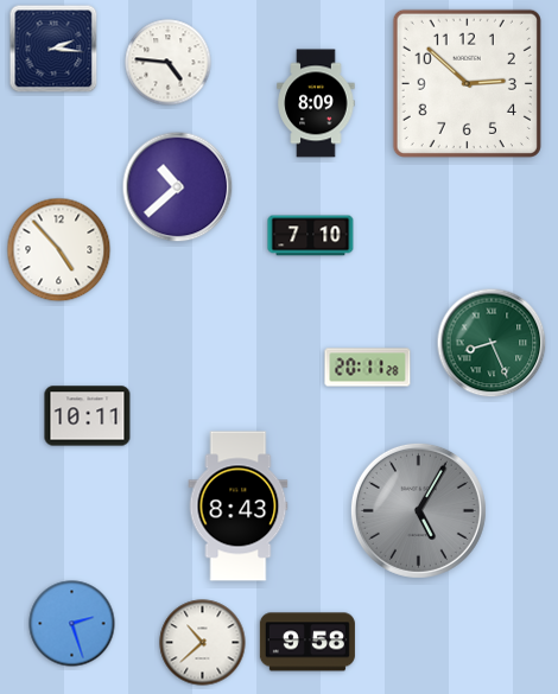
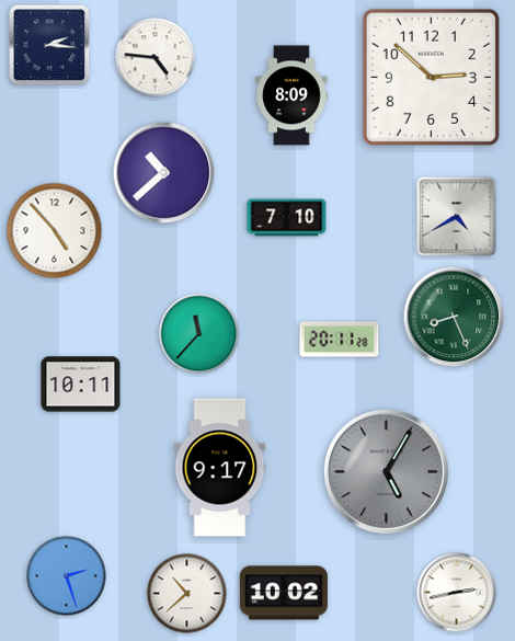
clock at (457, 217): none -> 4:40
clock at (199, 334): none -> 11:37
clock at (239, 507): 8:43 -> 9:17
clock at (307, 642): 9:58 -> 10:02
clock at (457, 593): none -> 2:43
